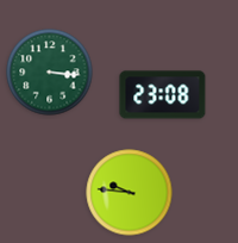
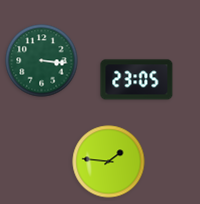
clock at (163, 95): 23:08 -> 23:05
clock at (130, 193): 9:46 -> 1:46
